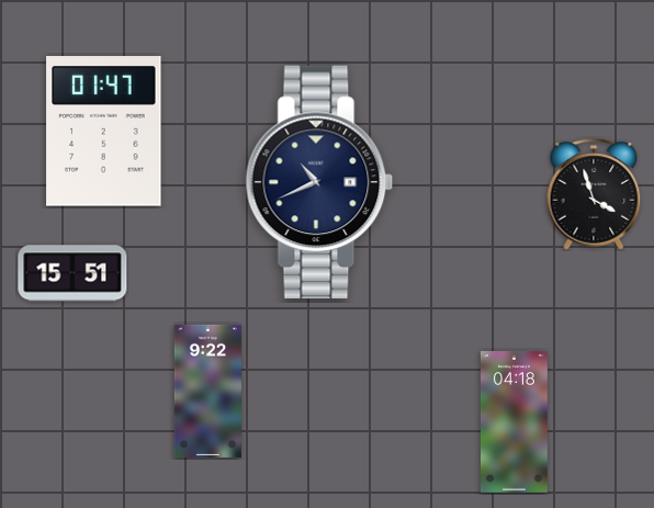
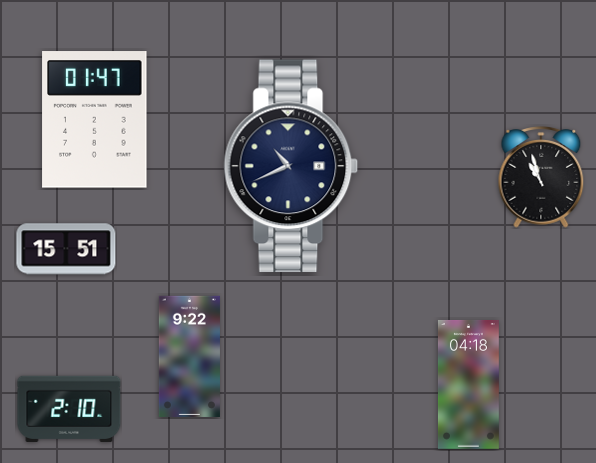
clock at (594, 194): 3:57 -> 10:57
clock at (69, 409): none -> 2:10
